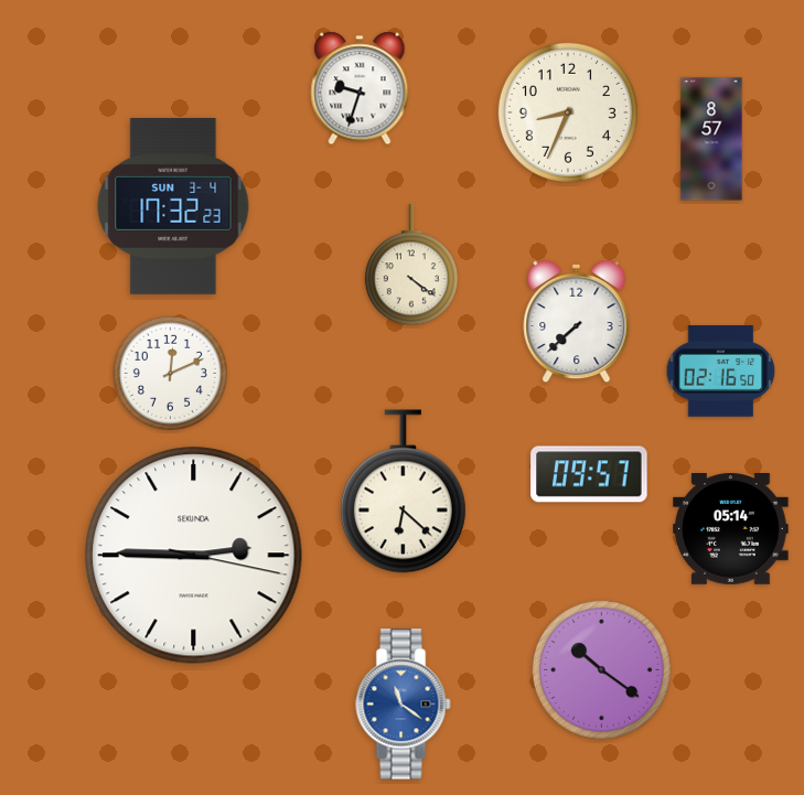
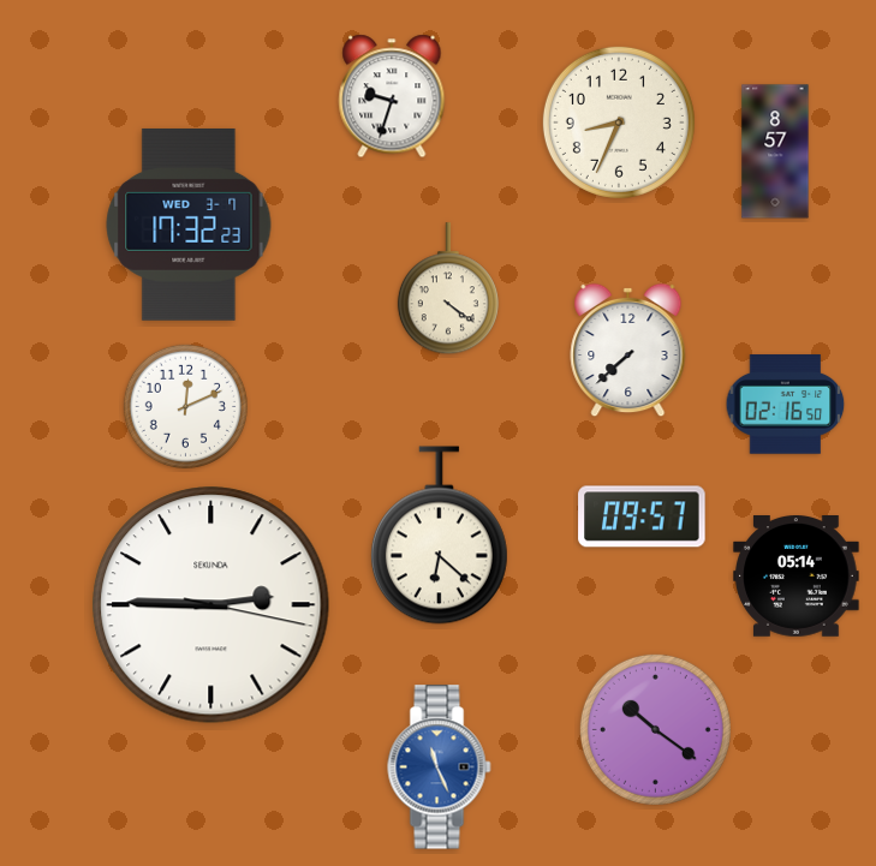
clock at (173, 206) date: SUN 3-4 -> WED 3-7
clock at (404, 705): 11:21 -> 11:26
